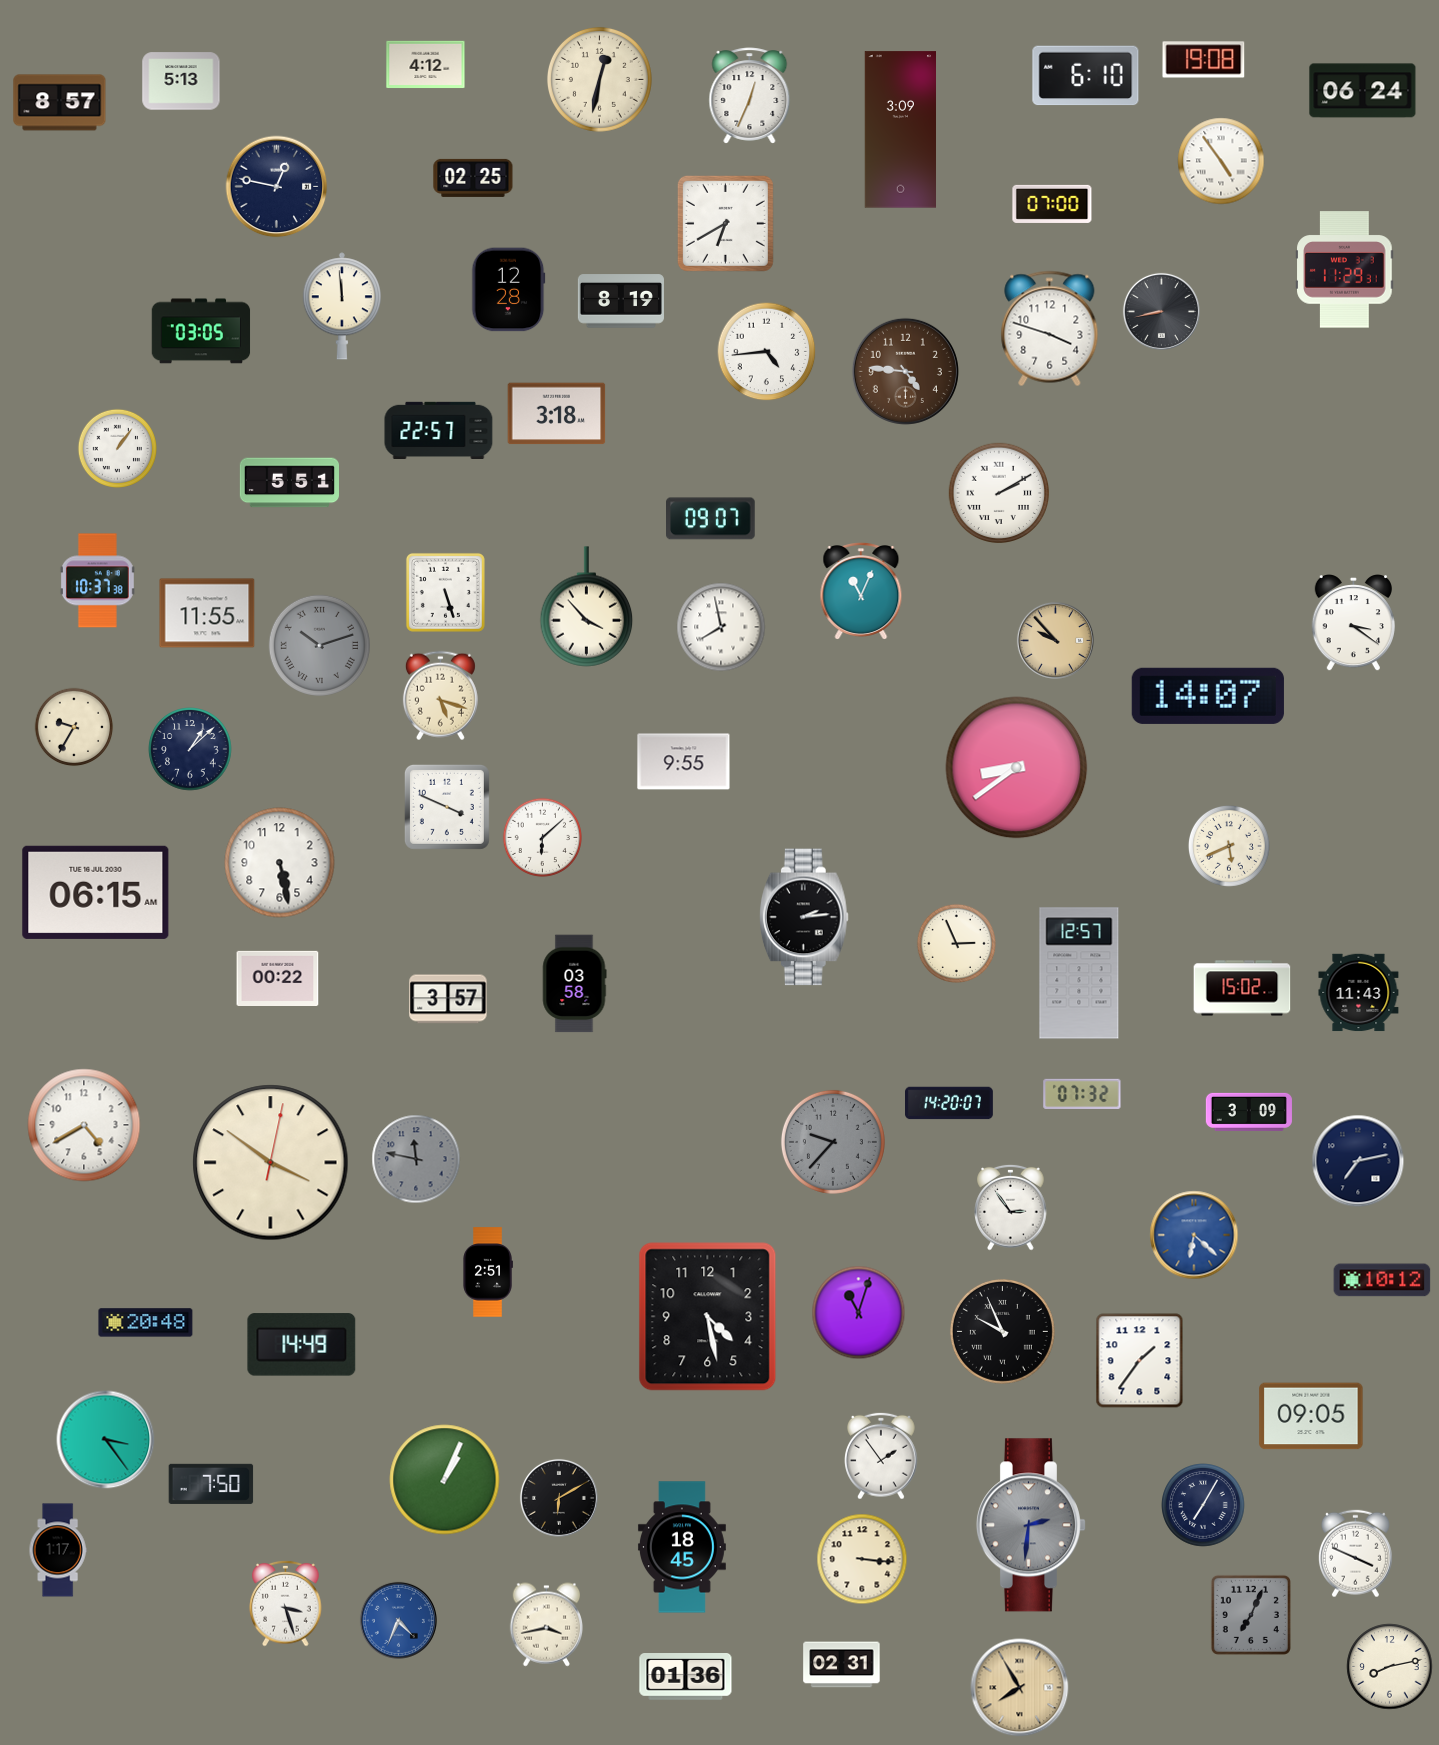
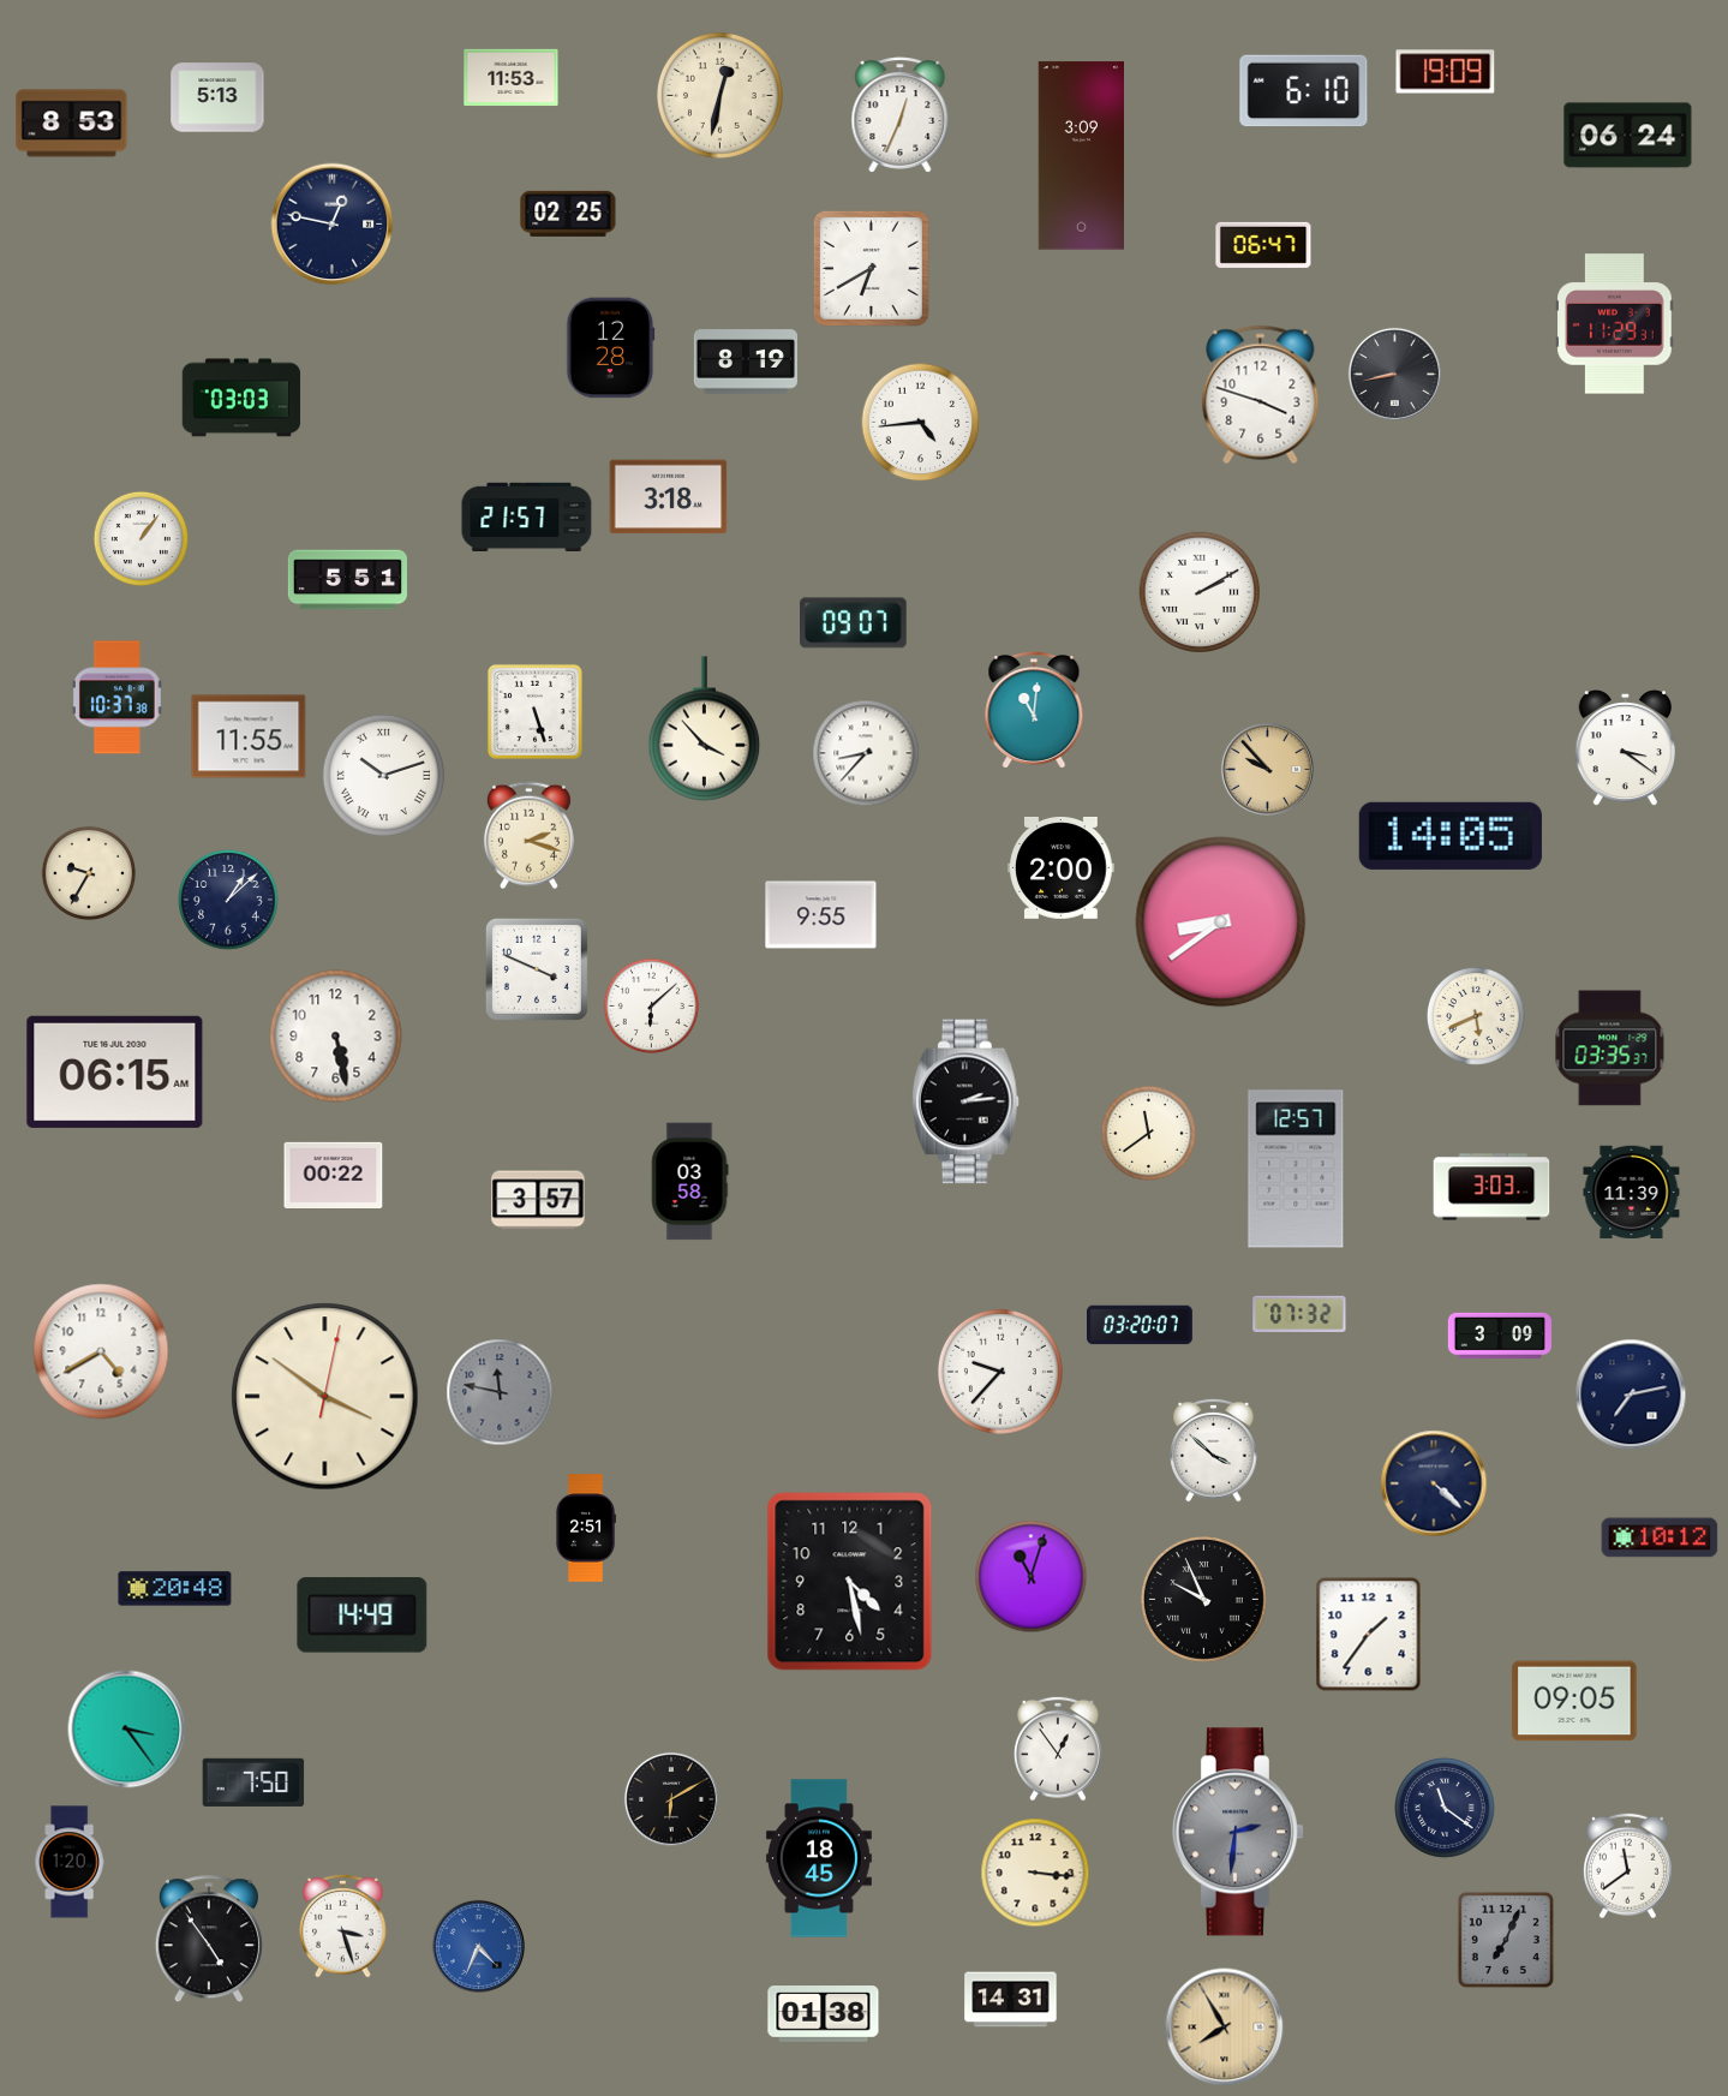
clock at (1204, 60): 19:08 -> 19:09
clock at (426, 65): 4:12 -> 11:53
clock at (1363, 91) position: (1363, 91) -> (1628, 136)
clock at (60, 103): 8:57 -> 8:53
clock at (1221, 161): 4:54 -> none
clock at (1052, 204): 07:00 -> 06:47
clock at (342, 306): 11:59 -> none
clock at (201, 331): 03:05 -> 03:03
clock at (905, 371): 4:46 -> none
clock at (439, 430): 22:57 -> 21:57
clock at (861, 592): 11:04 -> 11:01
clock at (721, 627): 7:58 -> 8:37
clock at (319, 645) dial: grey -> white
clock at (440, 696): 5:18 -> 2:18
clock at (1208, 696): 14:07 -> 14:05
clock at (1062, 868): none -> 2:00
clock at (1610, 1049): none -> 03:35
clock at (956, 943): 2:56 -> 11:39
clock at (1242, 988): 15:02 -> 3:03
clock at (1359, 993): 11:43 -> 11:39
clock at (950, 1103): 14:20 -> 03:20
clock at (833, 1142) dial: grey -> white
clock at (1011, 1207): 2:54 -> 3:52
clock at (1194, 1235): 6:22 -> 4:22
clock at (1194, 1235) dial: blue -> navy
clock at (882, 1456): 1:54 -> 12:54
clock at (445, 1480): 1:04 -> none
clock at (1203, 1505): 7:05 -> 11:21
clock at (58, 1550): 1:17 -> 1:20
clock at (1355, 1554): 3:49 -> 11:39
clock at (209, 1940): none -> 4:54
clock at (1251, 1615) position: (1251, 1615) -> (1506, 1940)
clock at (546, 1625): 3:43 -> none
clock at (842, 1665): 02:31 -> 14:31
clock at (1390, 1667): 8:13 -> none
clock at (686, 1677): 01:36 -> 01:38
